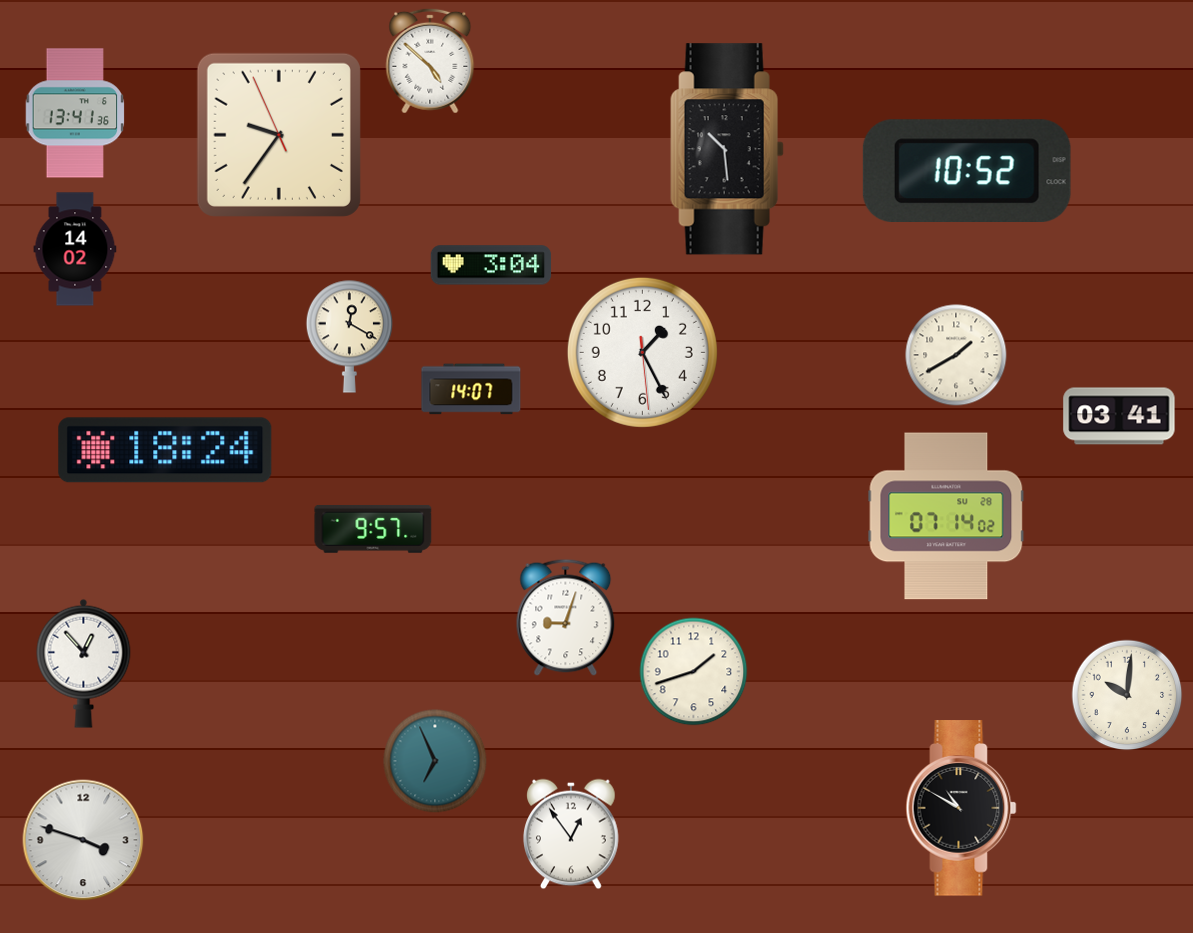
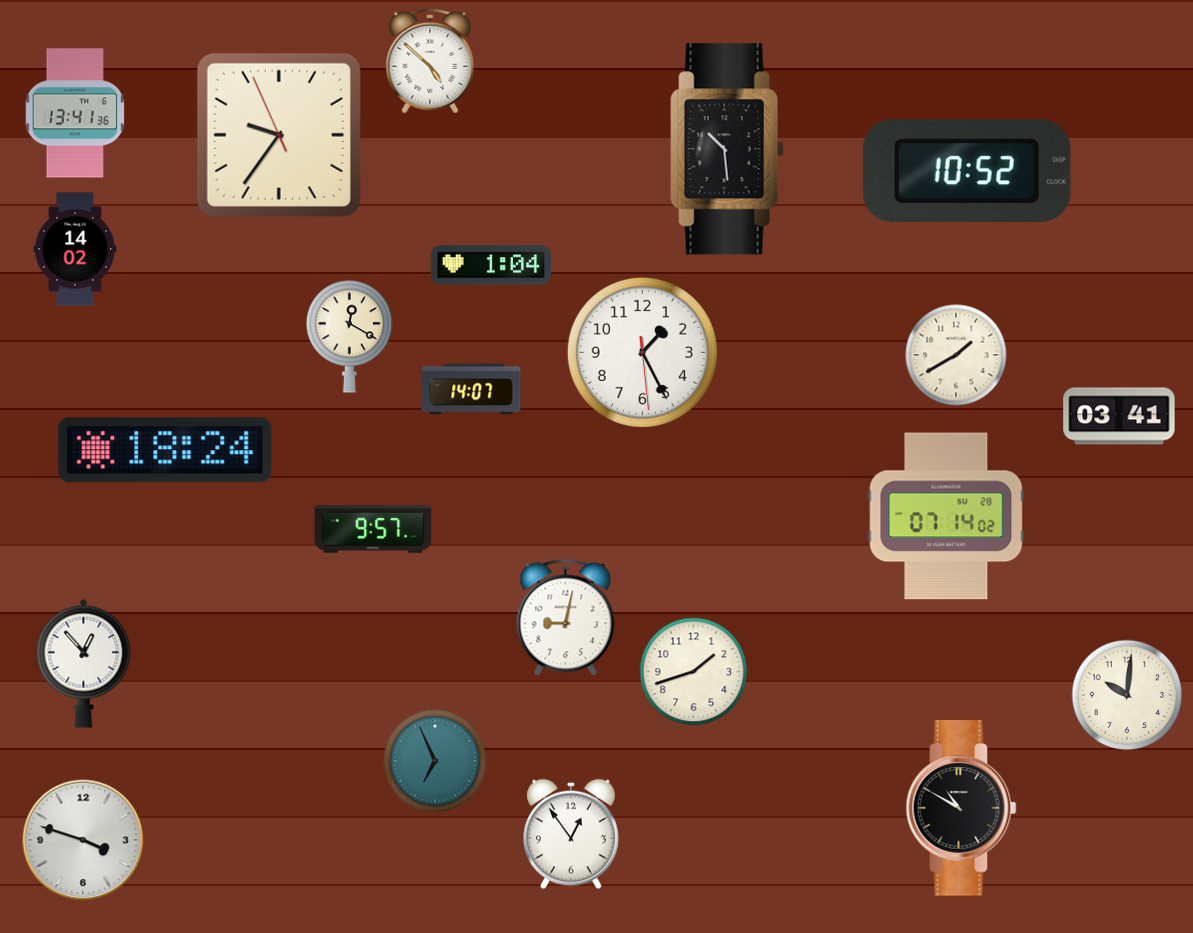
clock at (491, 265): 3:04 -> 1:04
clock at (566, 617): 9:03 -> 9:02
